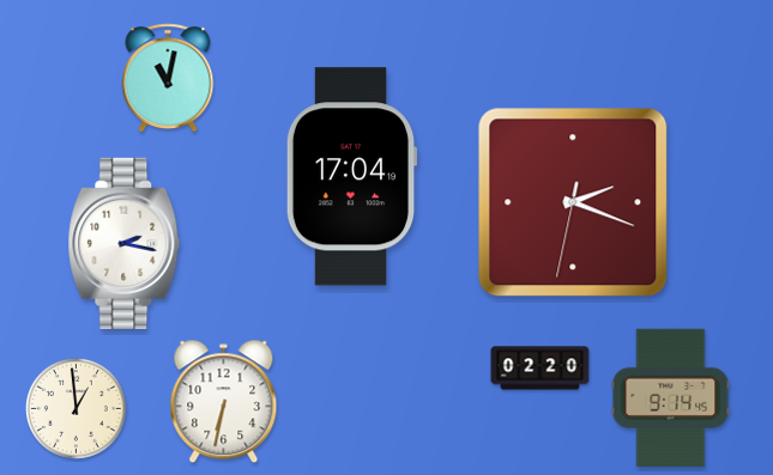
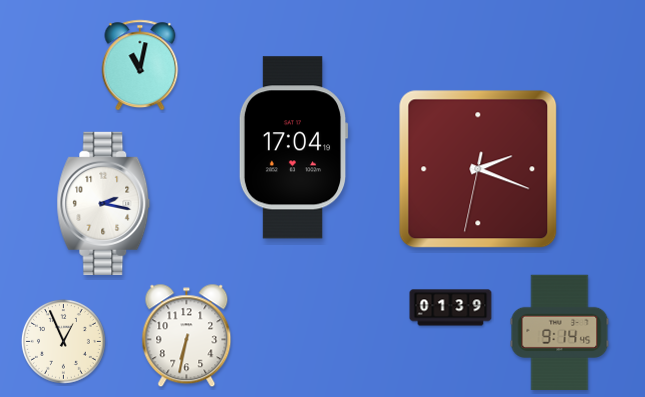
clock at (541, 369): 02:20 -> 01:39
clock at (76, 408): 12:59 -> 12:56
